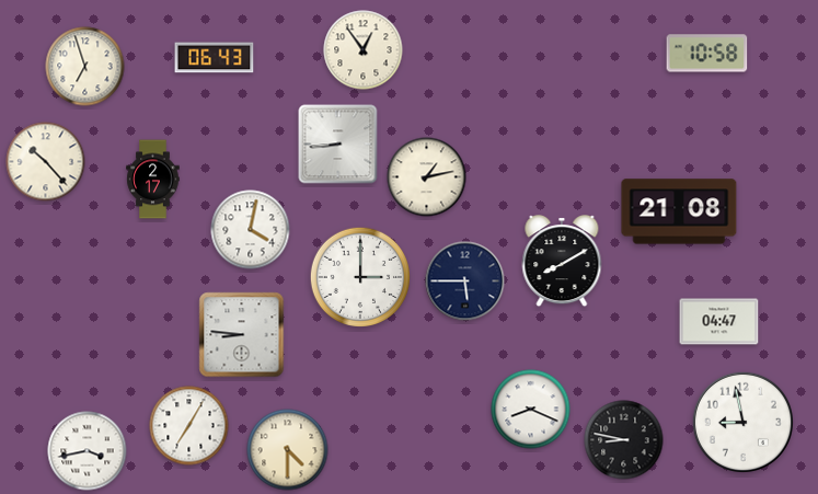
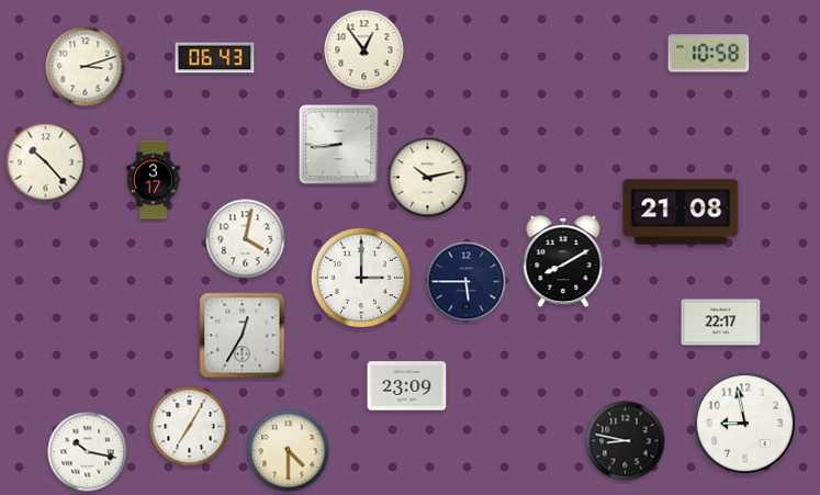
clock at (85, 67): 6:57 -> 3:12
clock at (427, 177): 1:13 -> 10:13
clock at (153, 180): 2:17 -> 3:17
clock at (251, 230) position: (251, 230) -> (246, 239)
clock at (719, 322): 04:47 -> 22:17
clock at (242, 335): 8:46 -> 12:35
clock at (407, 386): none -> 23:09
clock at (531, 410): 8:19 -> none
clock at (88, 451): 3:43 -> 10:17
